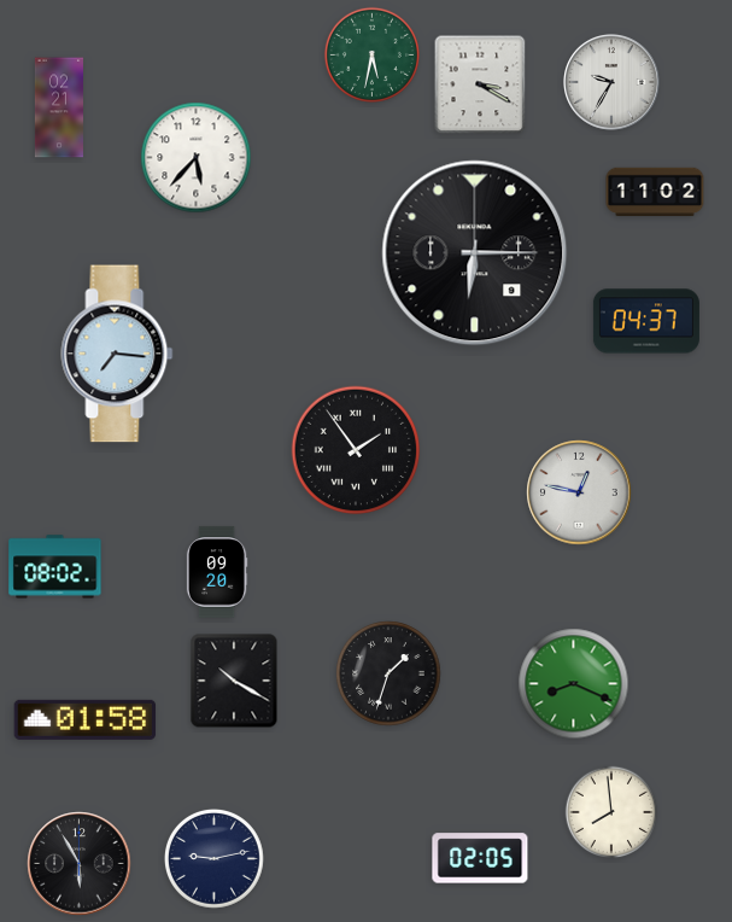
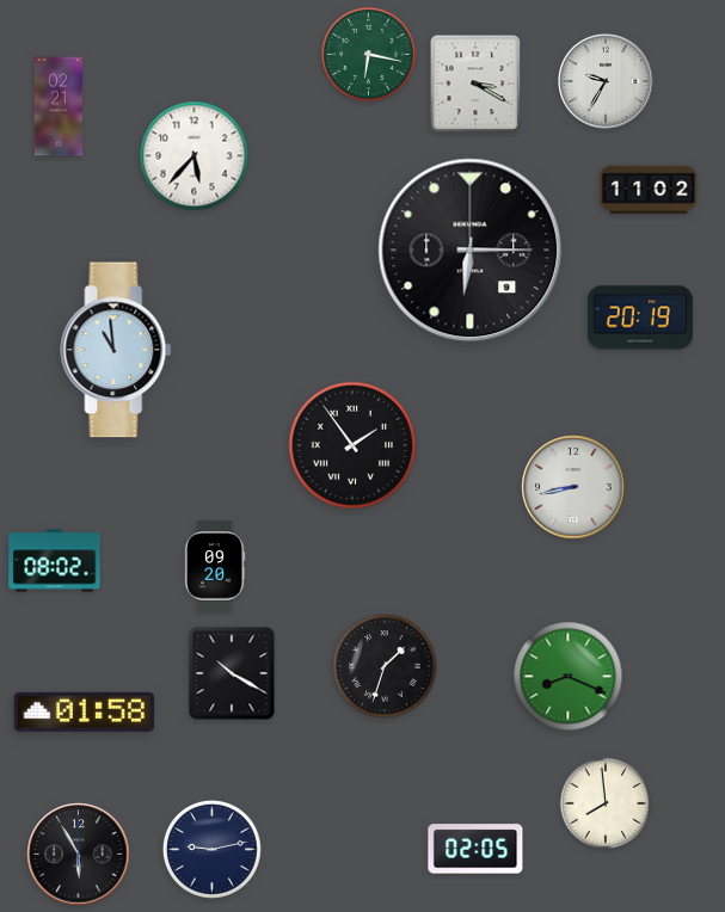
clock at (371, 54): 5:32 -> 6:17
clock at (646, 321): 04:37 -> 20:19
clock at (117, 354): 7:16 -> 10:59
clock at (579, 492): 12:47 -> 8:43
